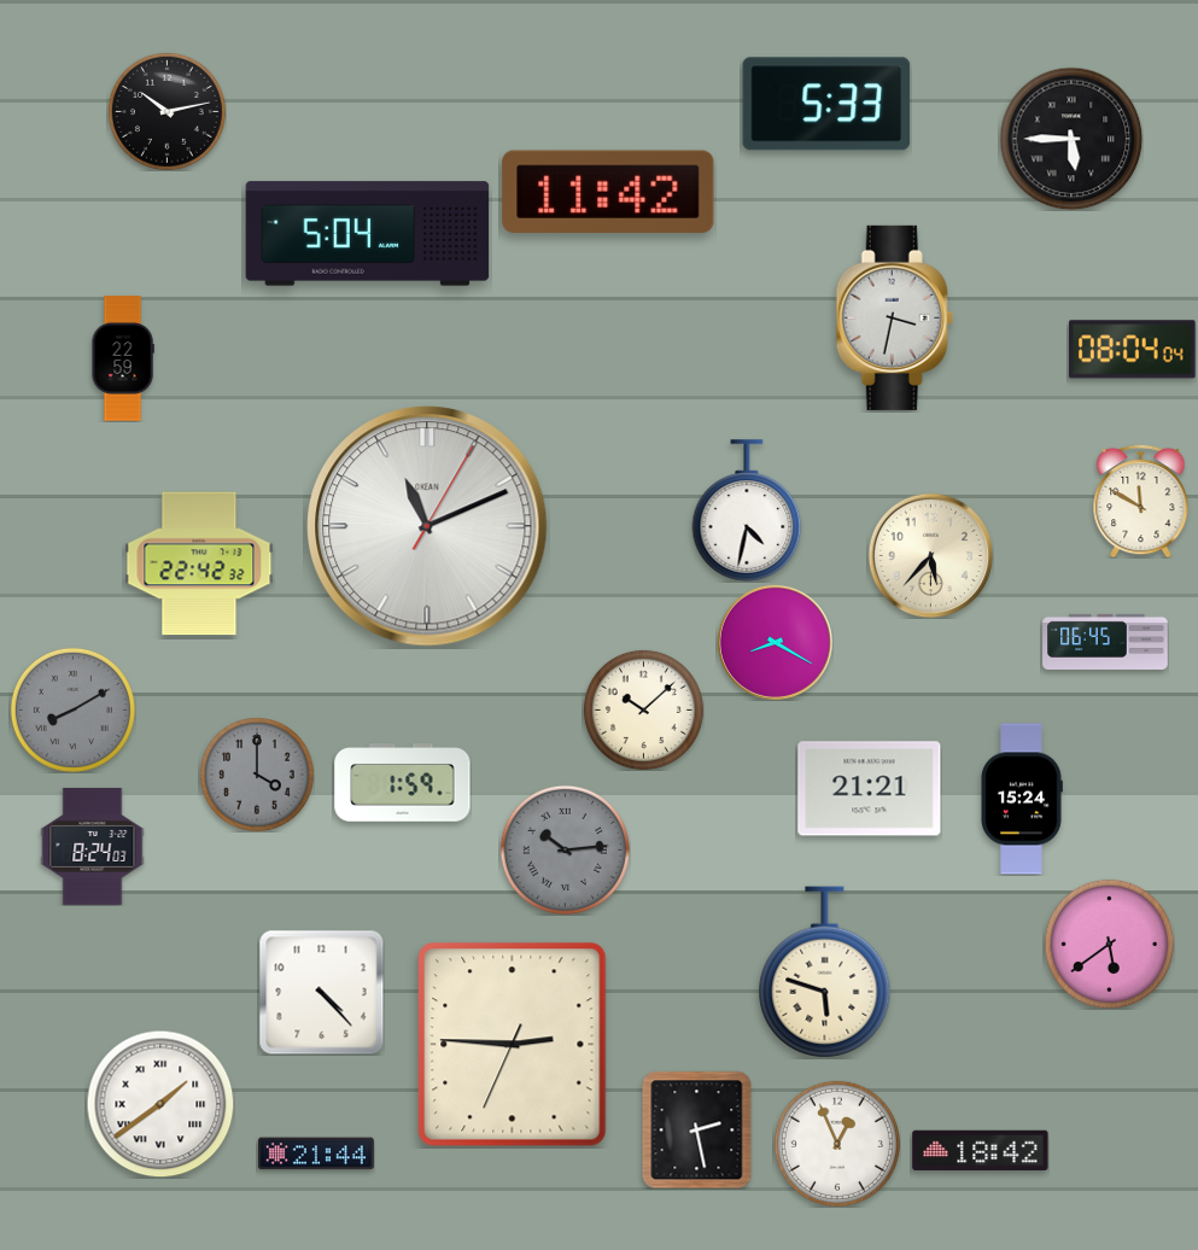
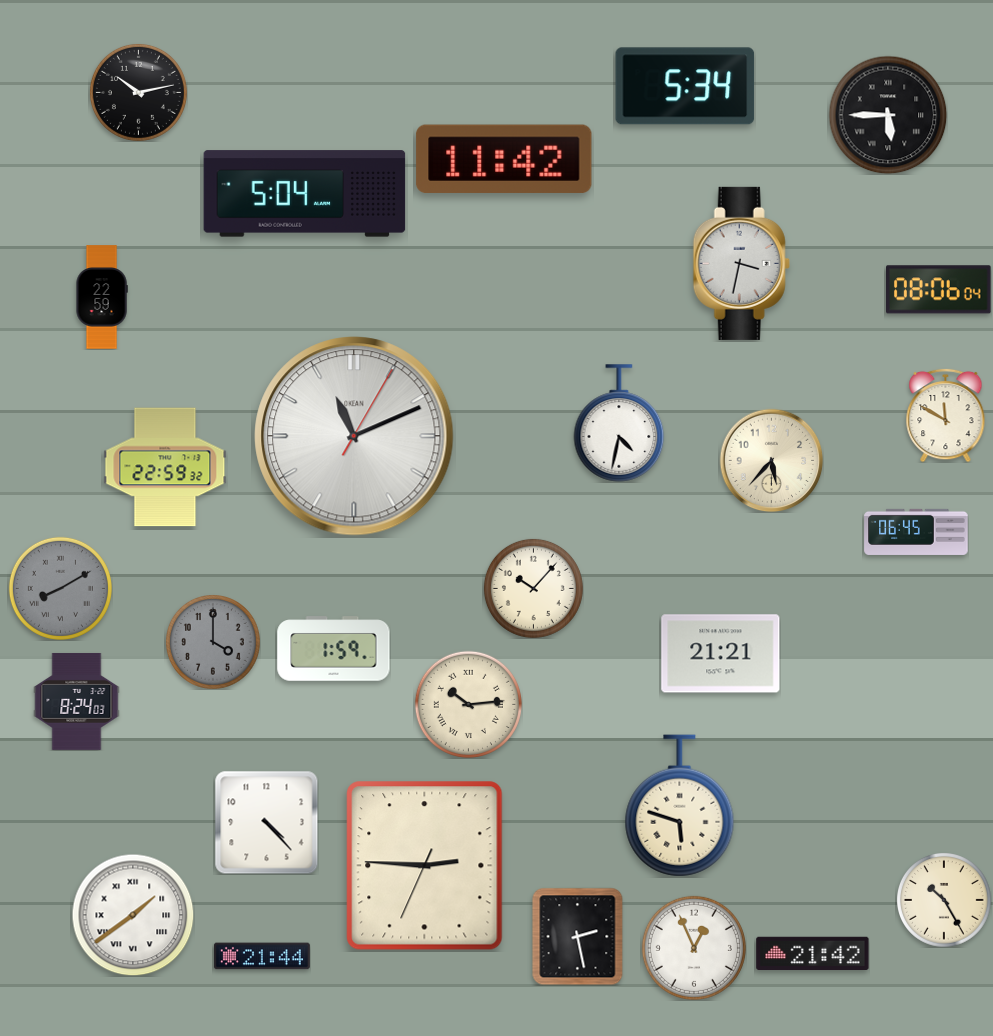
clock at (826, 104): 5:33 -> 5:34
clock at (1133, 350): 08:04 -> 08:06
clock at (199, 563): 22:42 -> 22:59
clock at (775, 642): 8:20 -> none
clock at (643, 709): 10:08 -> 10:07
clock at (1022, 799): 15:24 -> none
clock at (565, 849) dial: grey -> cream
clock at (1109, 944): 5:39 -> none
clock at (825, 972) position: (825, 972) -> (680, 806)
clock at (944, 900): none -> 10:25
clock at (981, 1151): 18:42 -> 21:42
